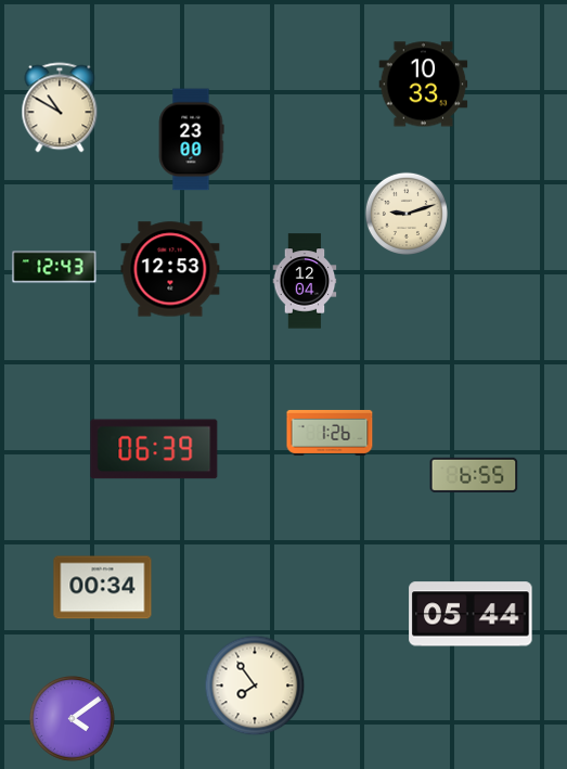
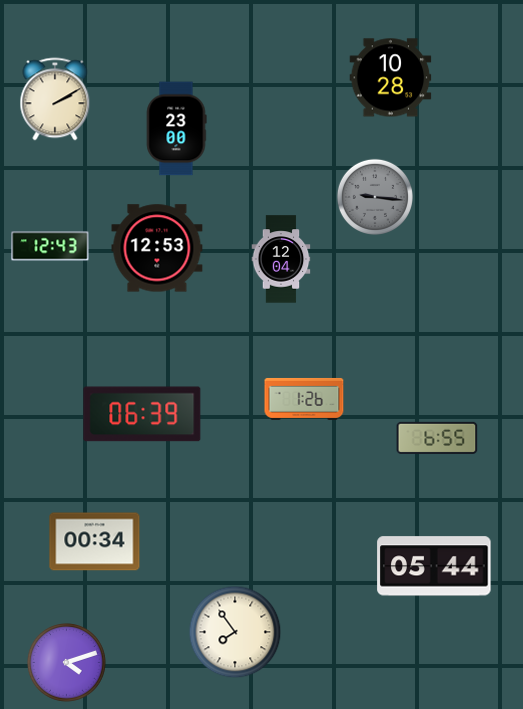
clock at (424, 85): 10:33 -> 10:28
clock at (60, 107): 10:50 -> 2:10
clock at (407, 214): 9:12 -> 9:16
clock at (407, 214) dial: cream -> grey
clock at (73, 719): 4:09 -> 4:12
